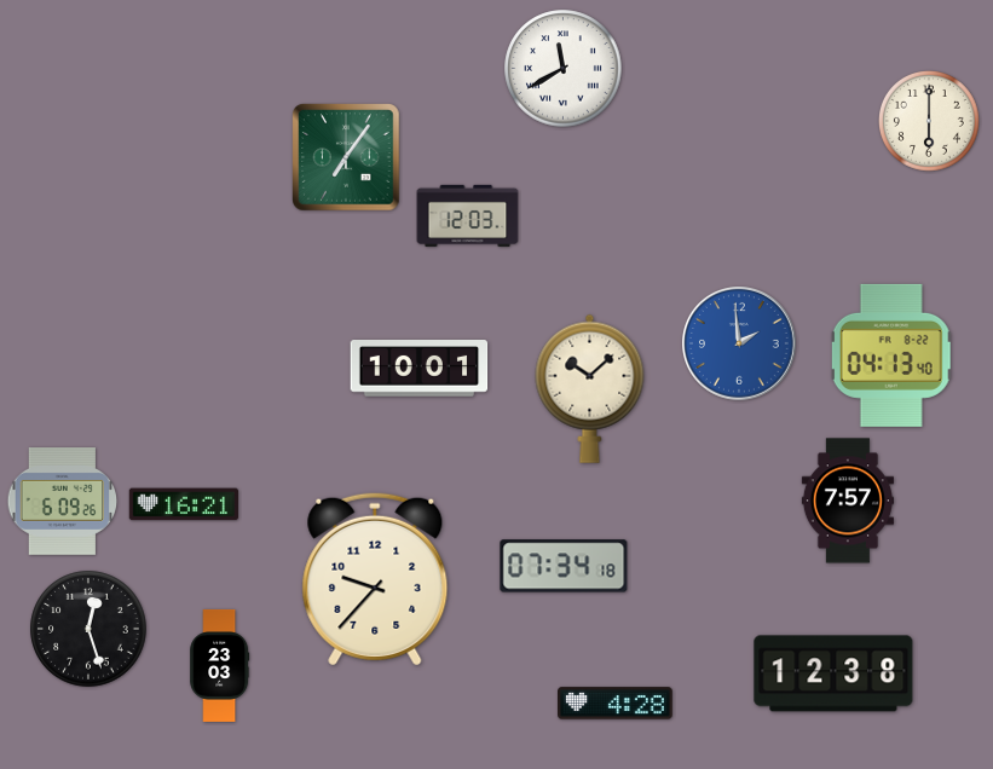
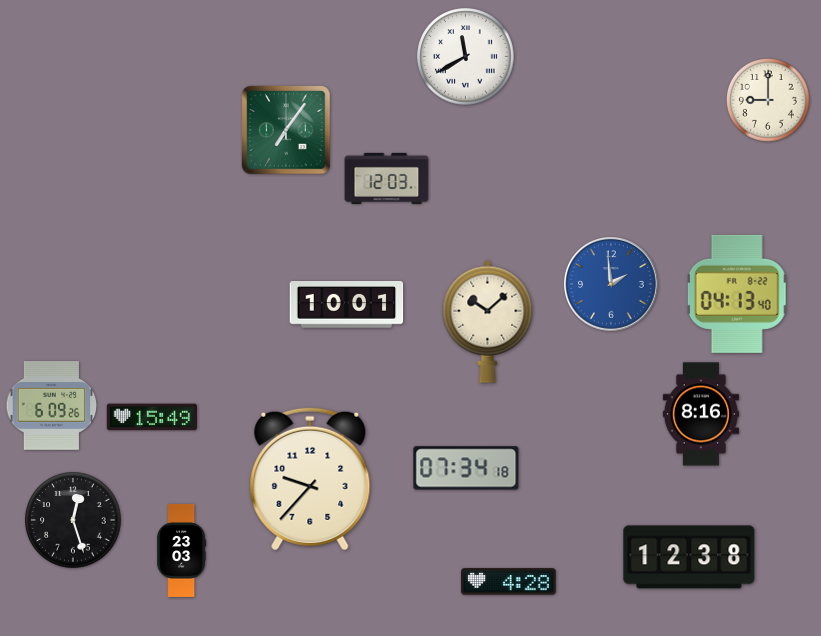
clock at (930, 122): 6:00 -> 9:00
clock at (848, 501): 7:57 -> 8:16
clock at (63, 502) position: (63, 502) -> (52, 406)
clock at (184, 504): 16:21 -> 15:49
